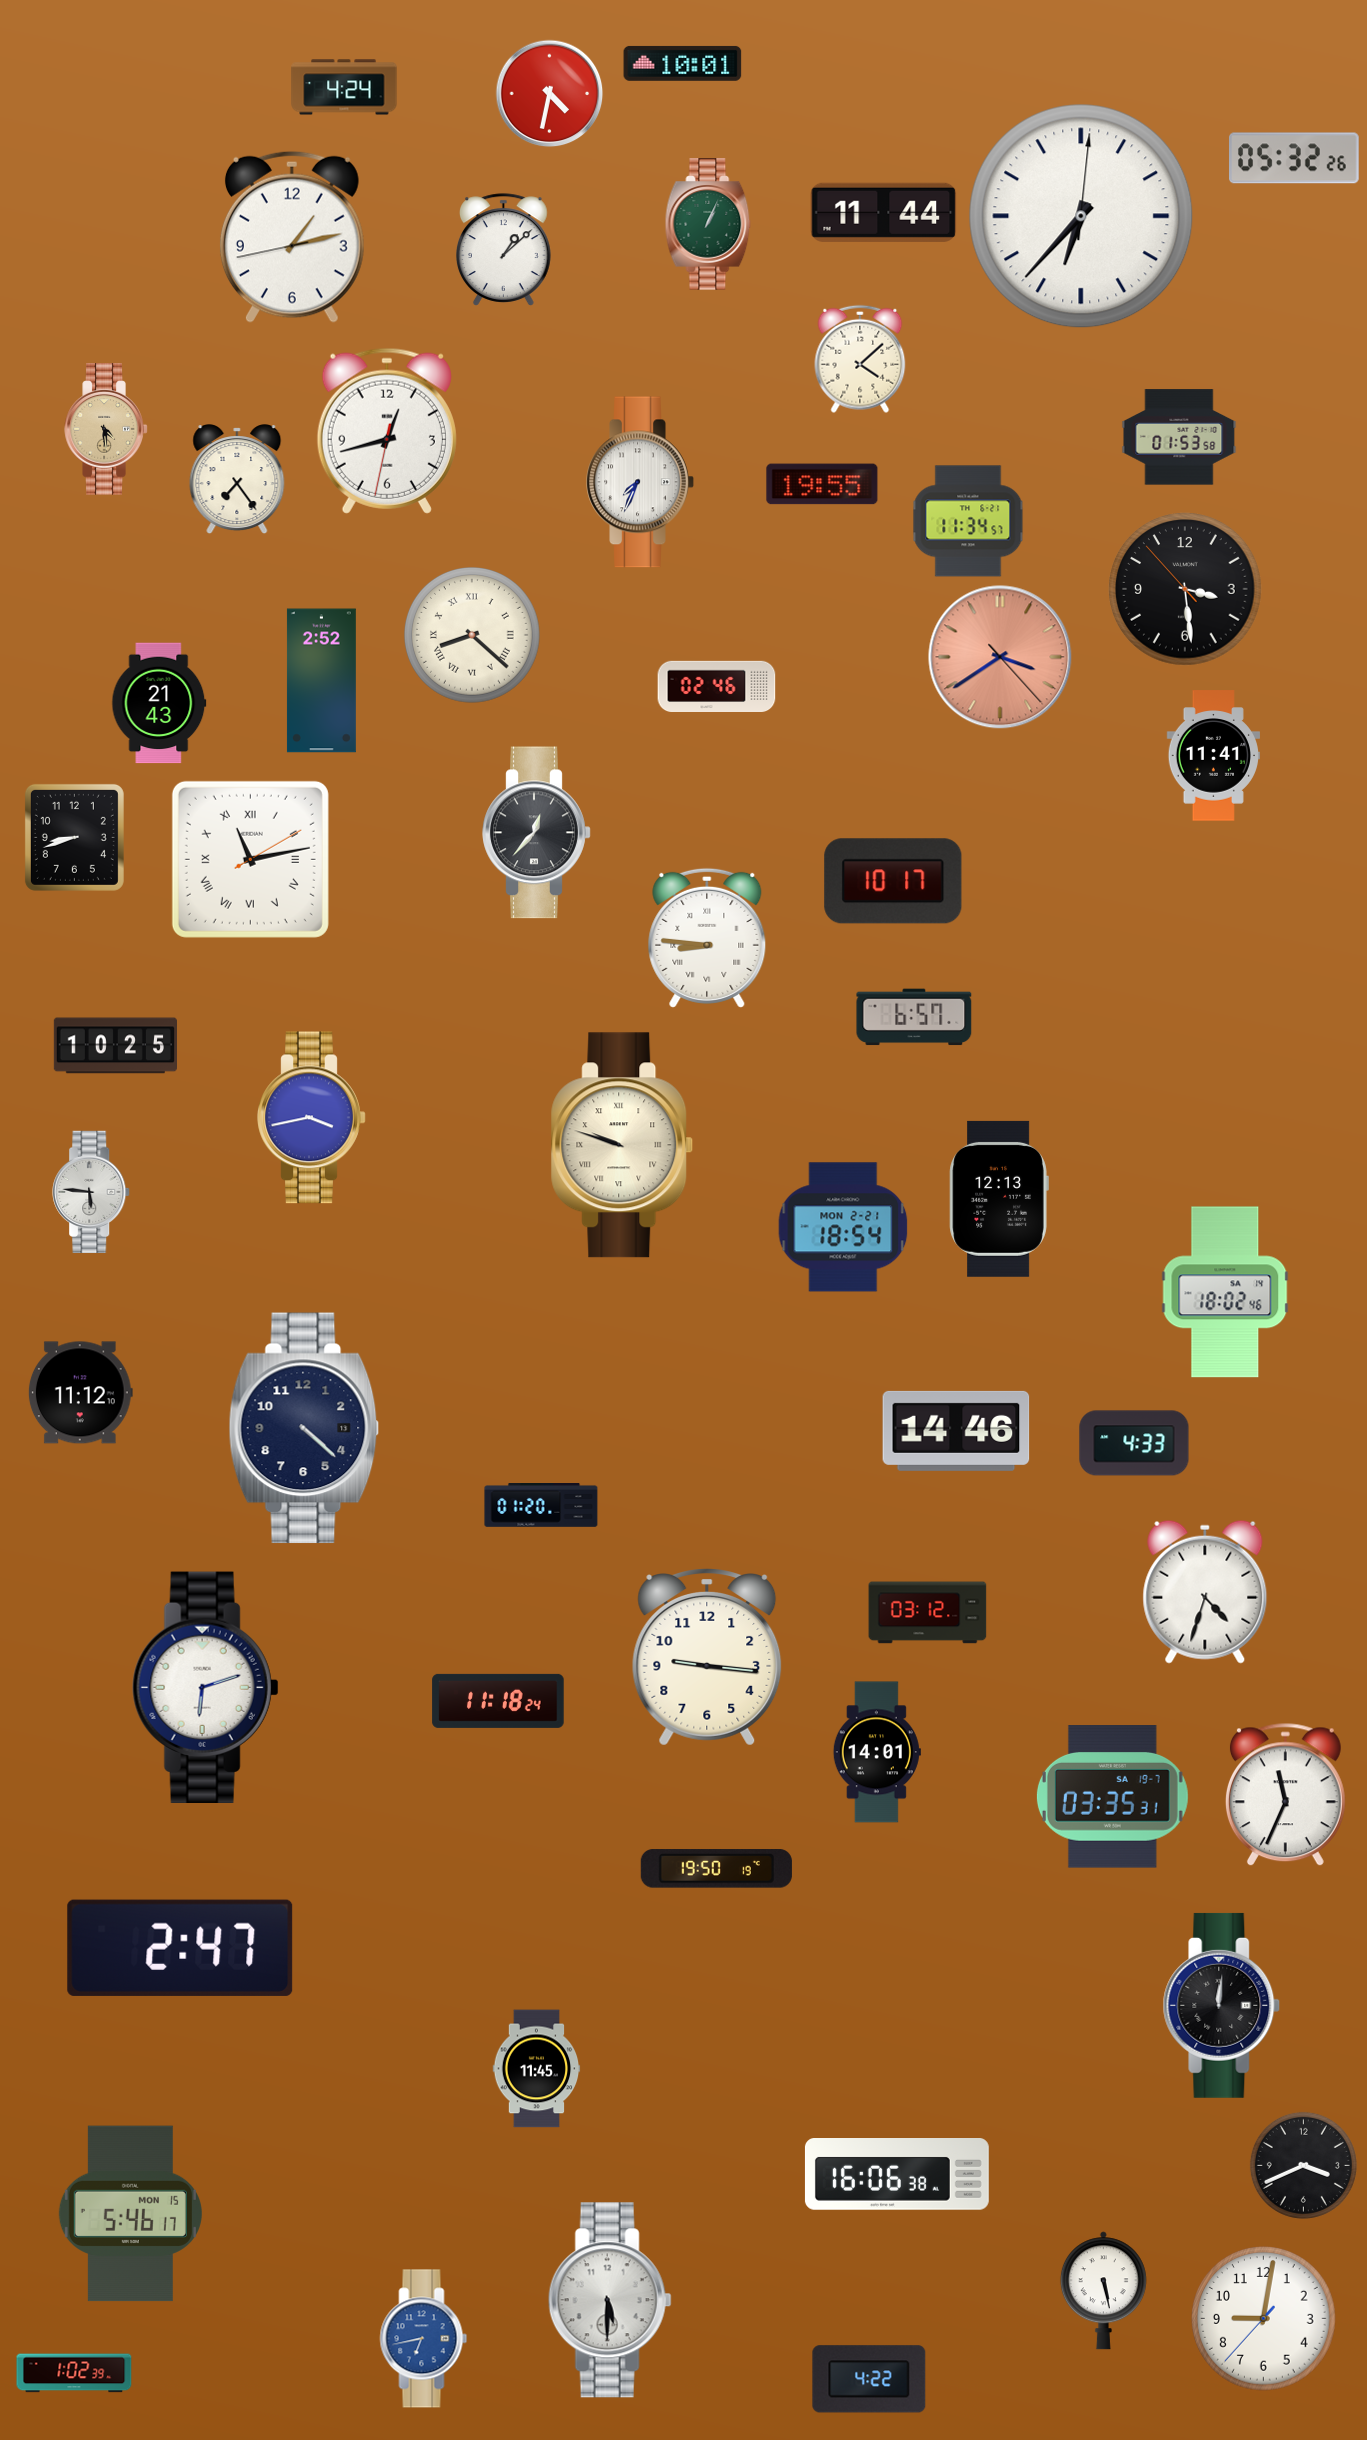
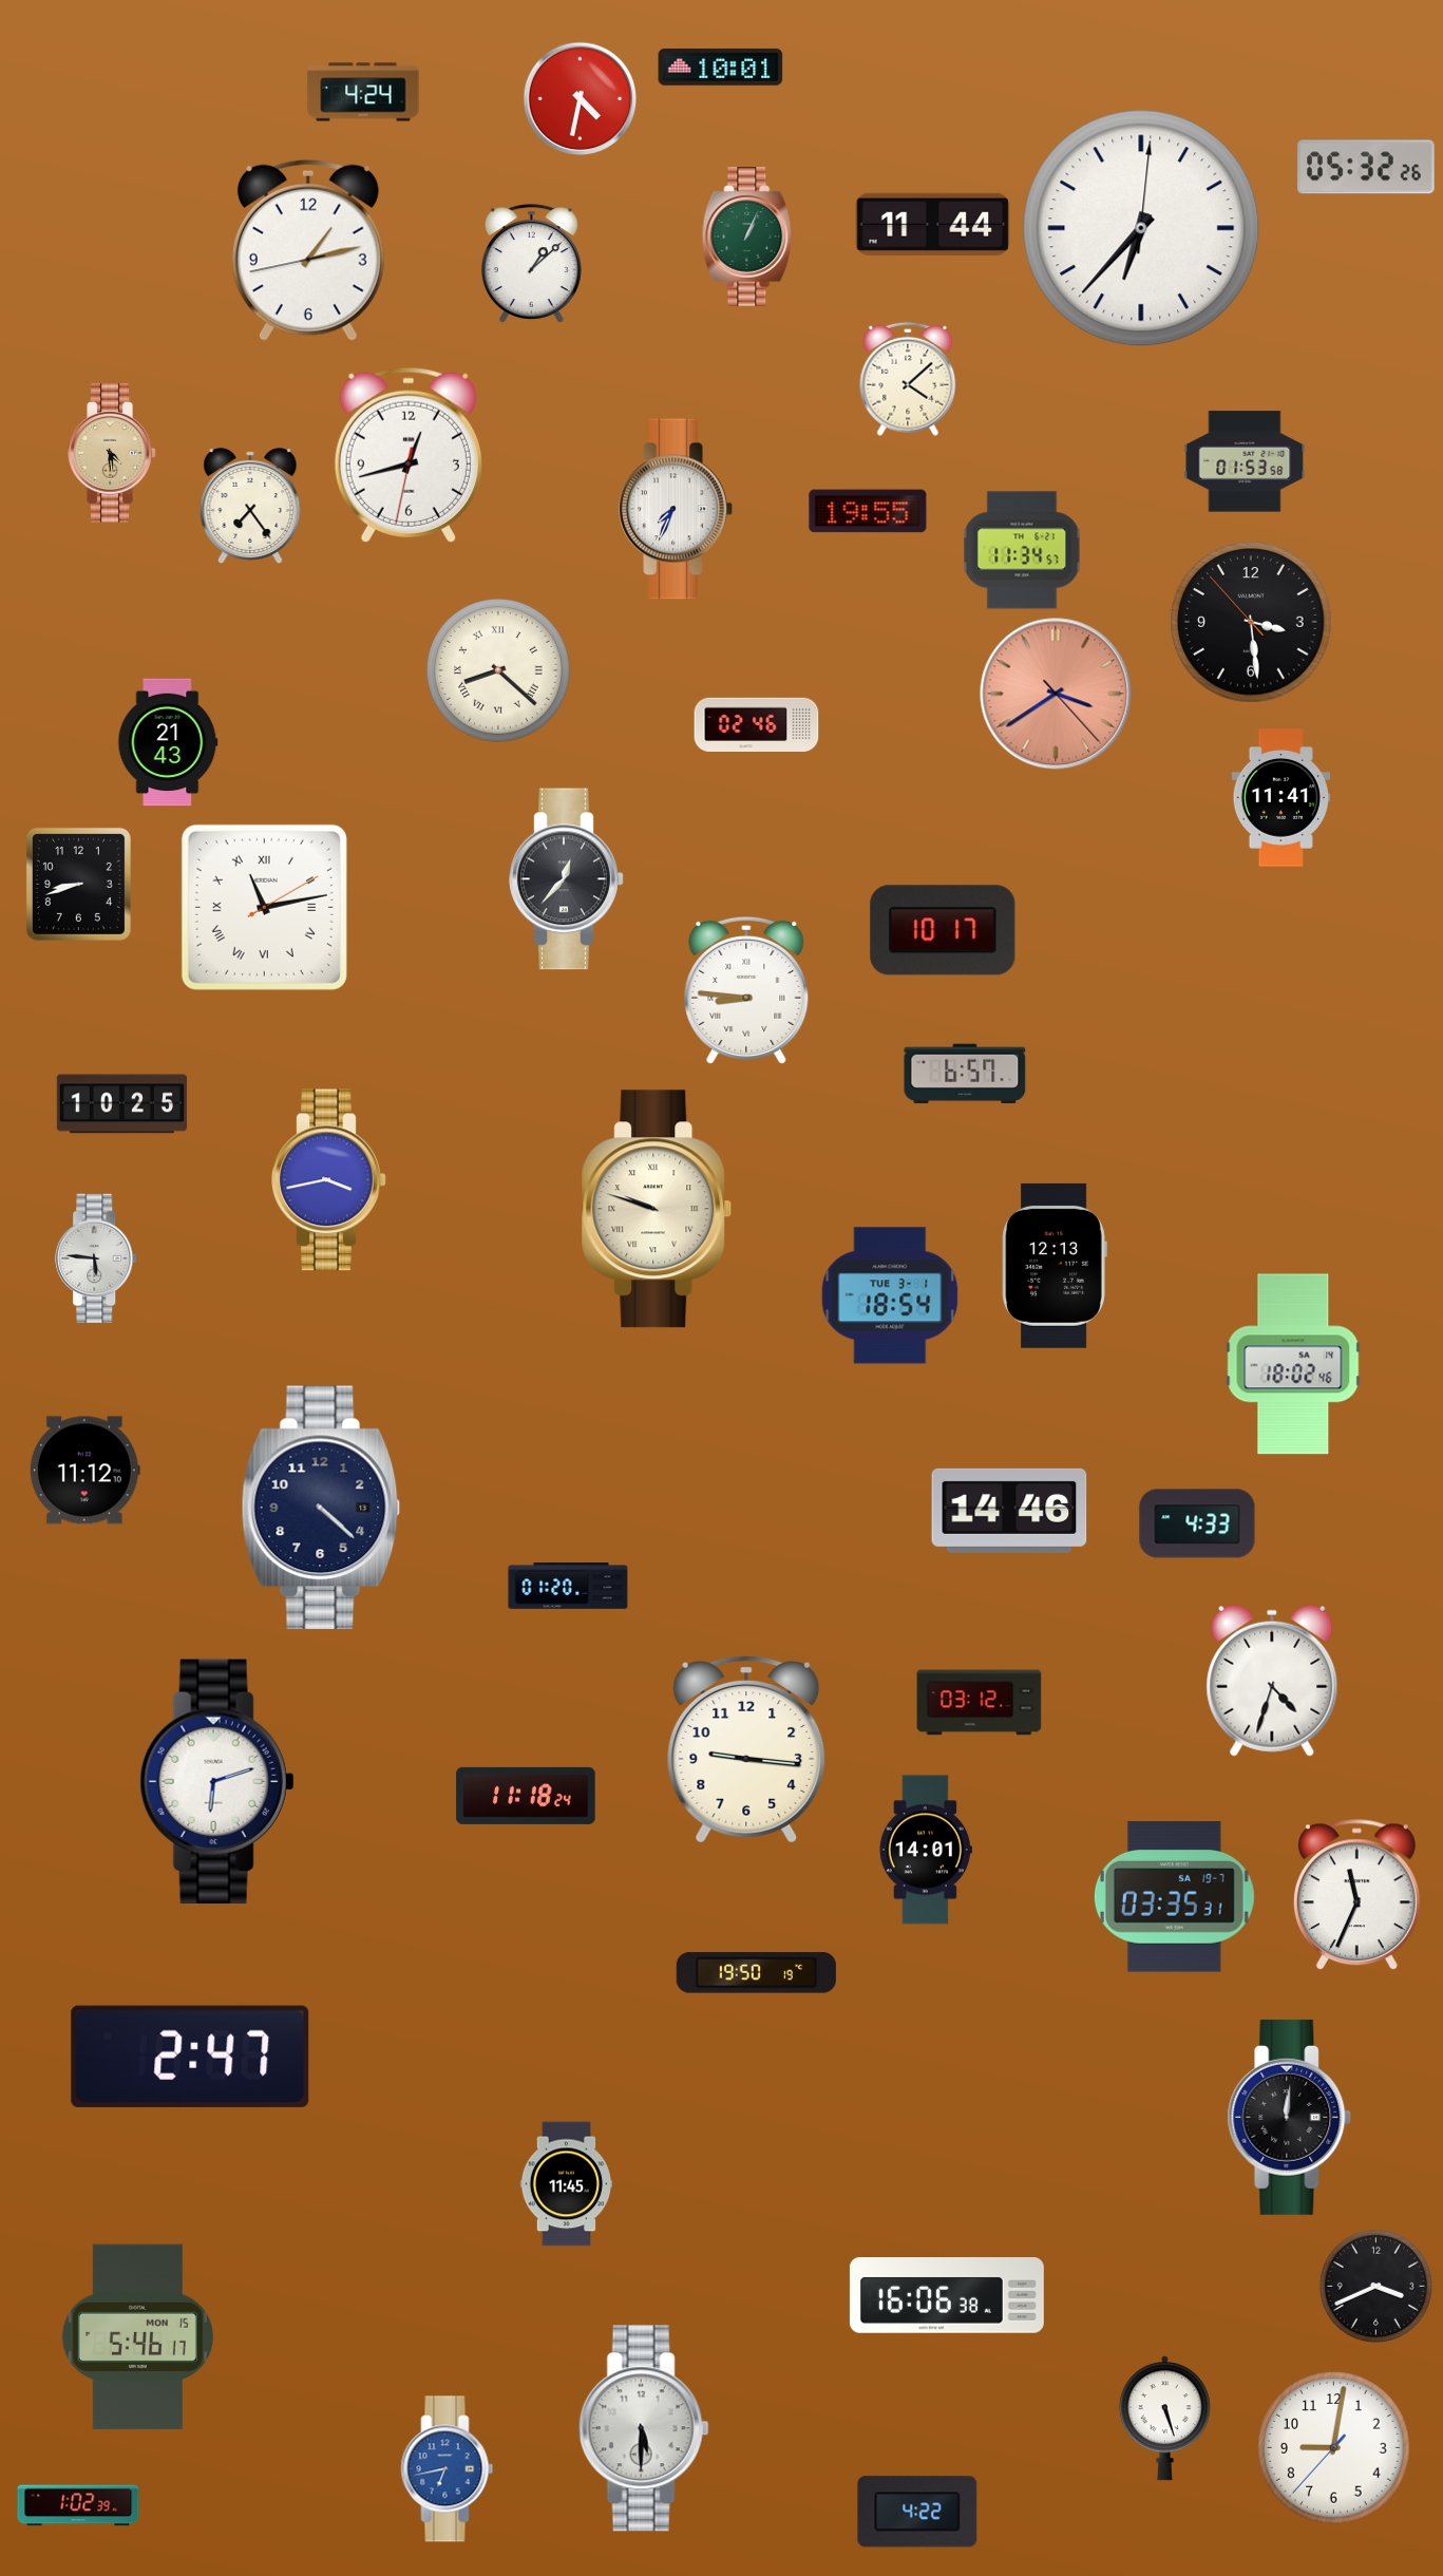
clock at (321, 681): 2:52 -> none
clock at (843, 1227) date: MON 2-21 -> TUE 3-1
clock at (541, 1506) position: (541, 1506) -> (568, 1587)
clock at (1103, 2291): 5:28 -> 5:27
